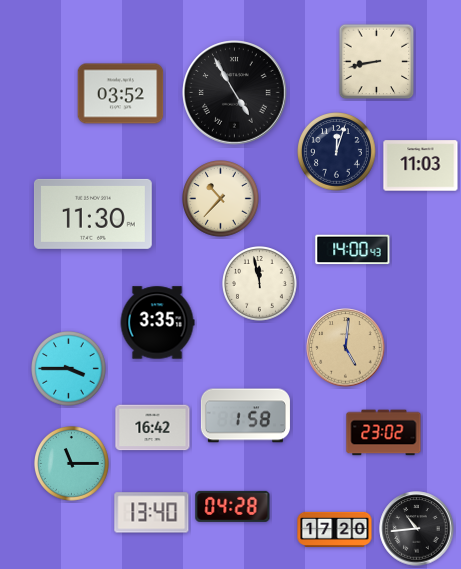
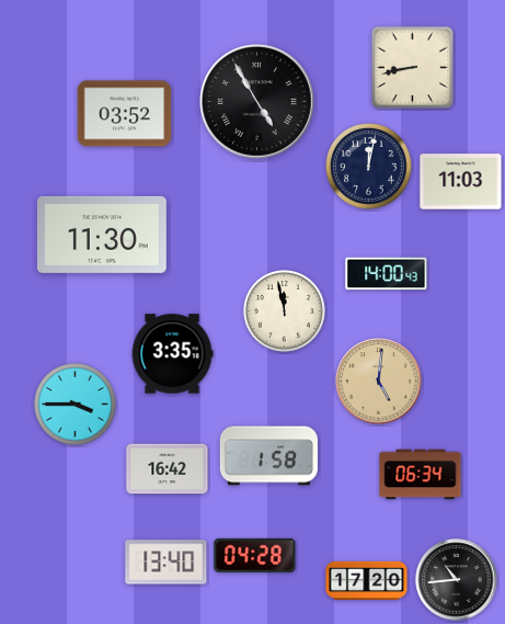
clock at (121, 94) position: (121, 94) -> (125, 114)
clock at (337, 152): 12:03 -> 12:02
clock at (221, 199): 10:37 -> none
clock at (384, 433): 23:02 -> 06:34
clock at (72, 464): 11:15 -> none
